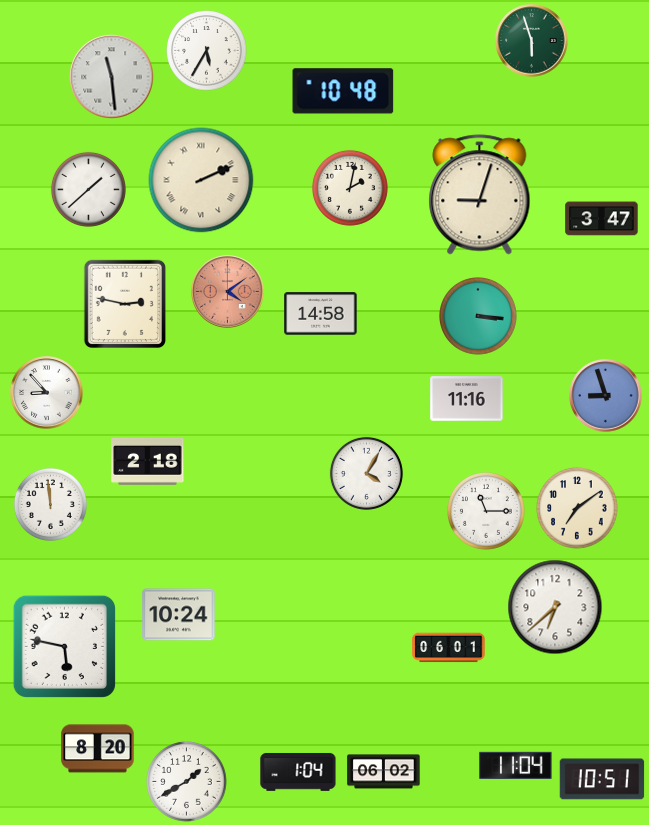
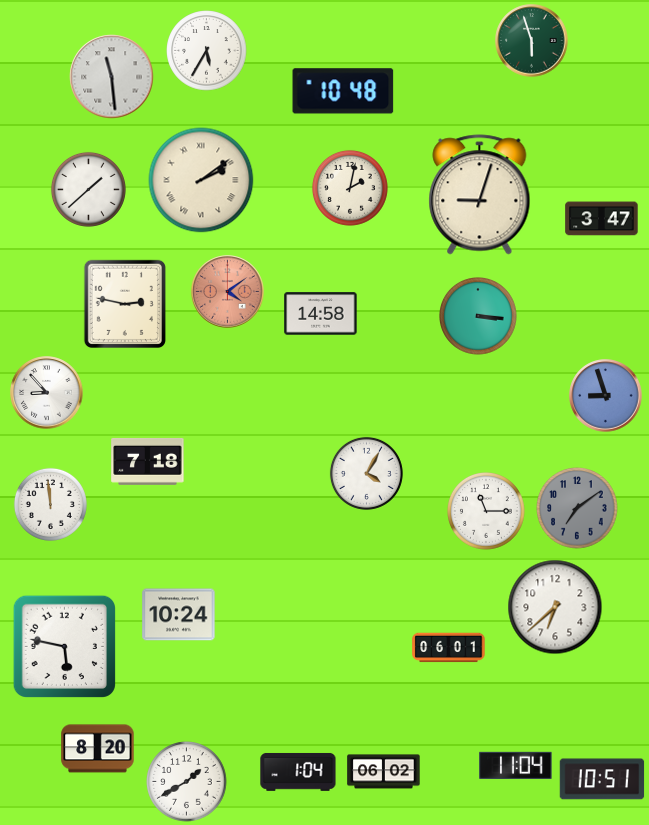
clock at (201, 180): 2:11 -> 2:09
clock at (467, 399): 11:16 -> none
clock at (148, 461): 2:18 -> 7:18
clock at (577, 508) dial: cream -> grey
